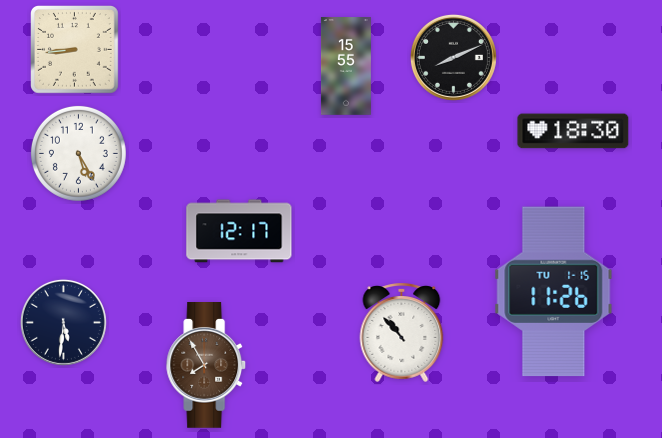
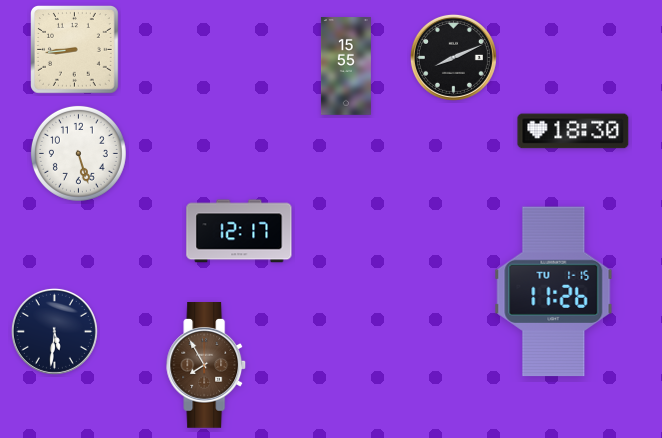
clock at (78, 153): 5:25 -> 5:27
clock at (63, 322) position: (63, 322) -> (54, 331)
clock at (402, 332): 10:53 -> none
